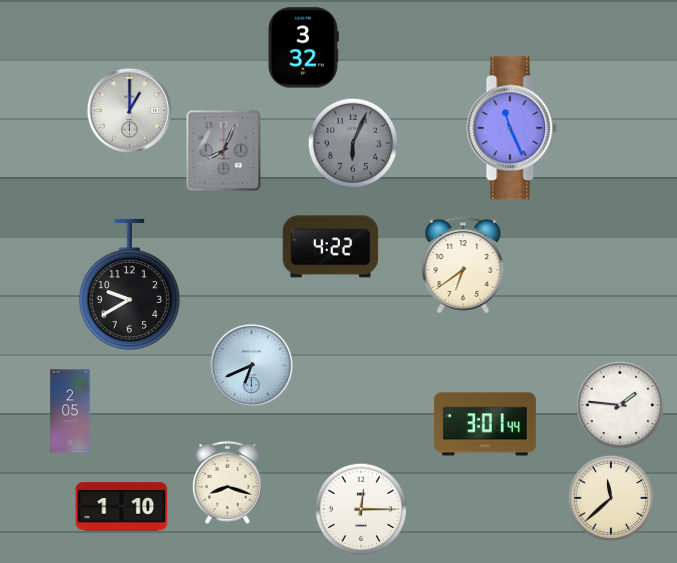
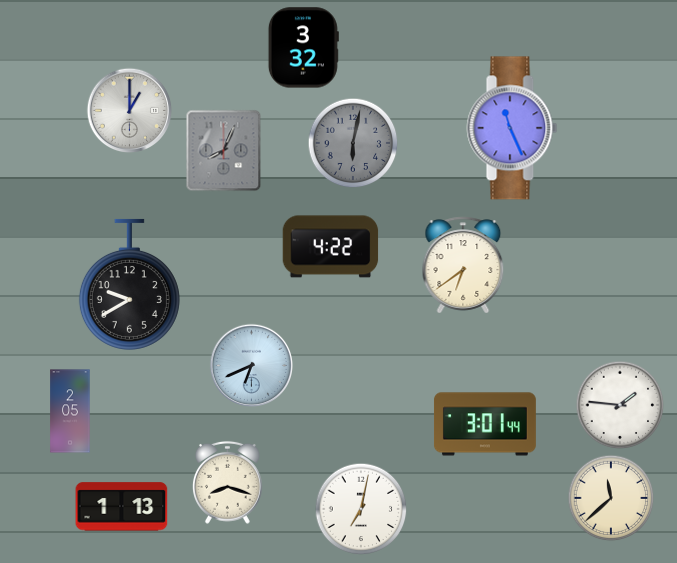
clock at (353, 143): 6:04 -> 6:02
clock at (122, 507): 1:10 -> 1:13
clock at (361, 509): 12:15 -> 7:02
